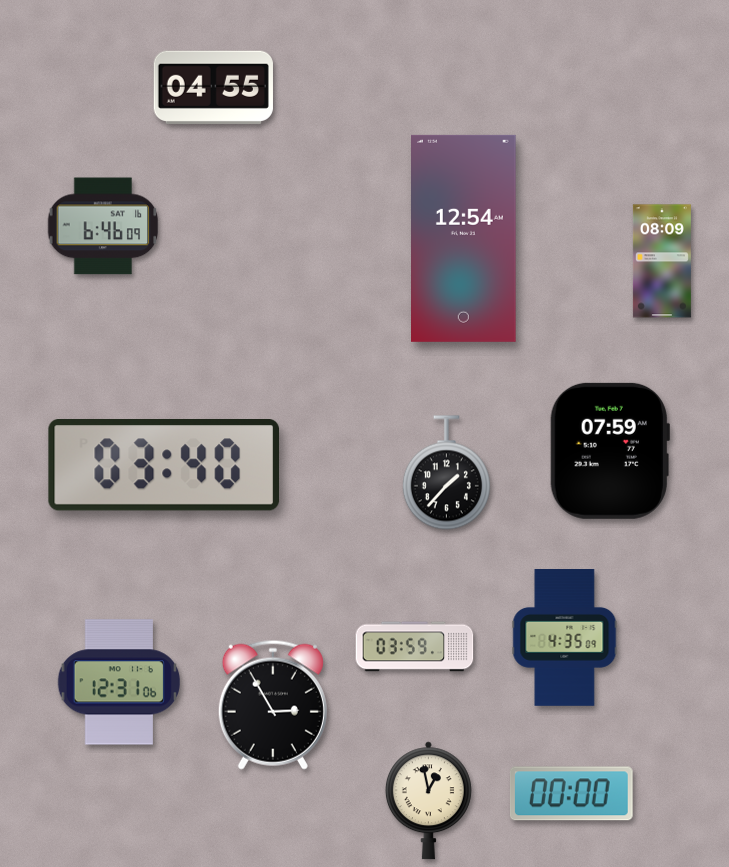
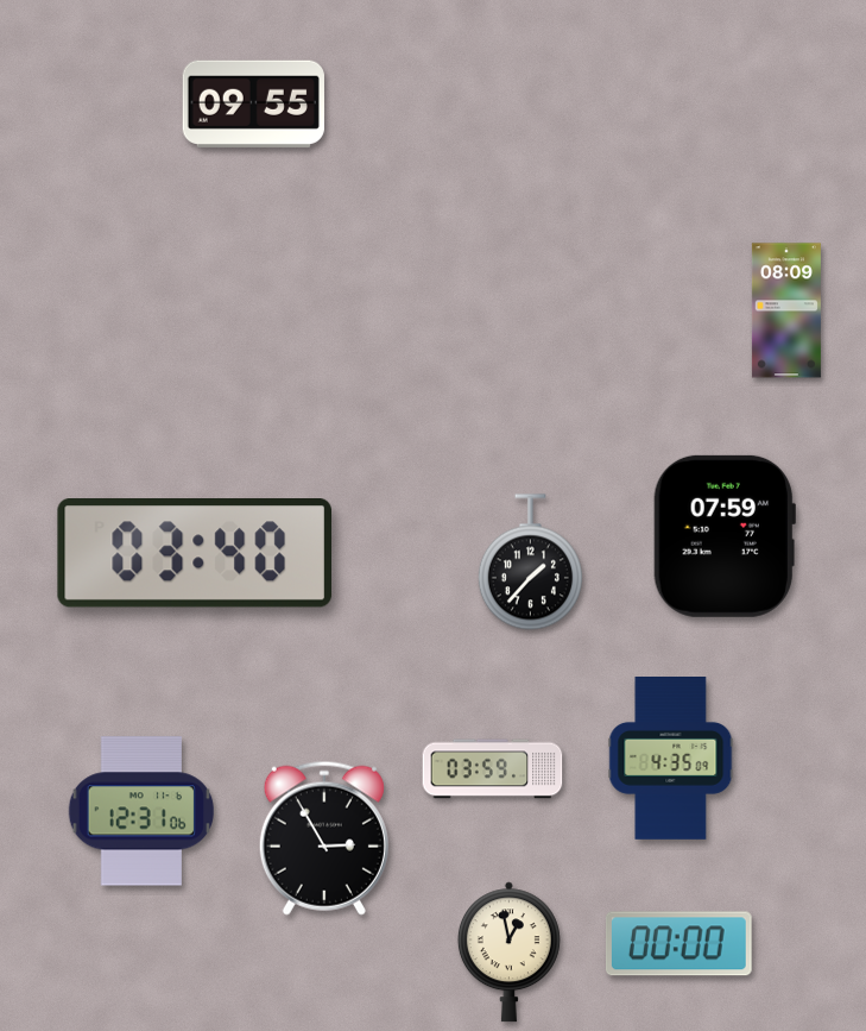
clock at (213, 87): 04:55 -> 09:55
clock at (103, 226): 6:46 -> none
clock at (464, 238): 12:54 -> none
